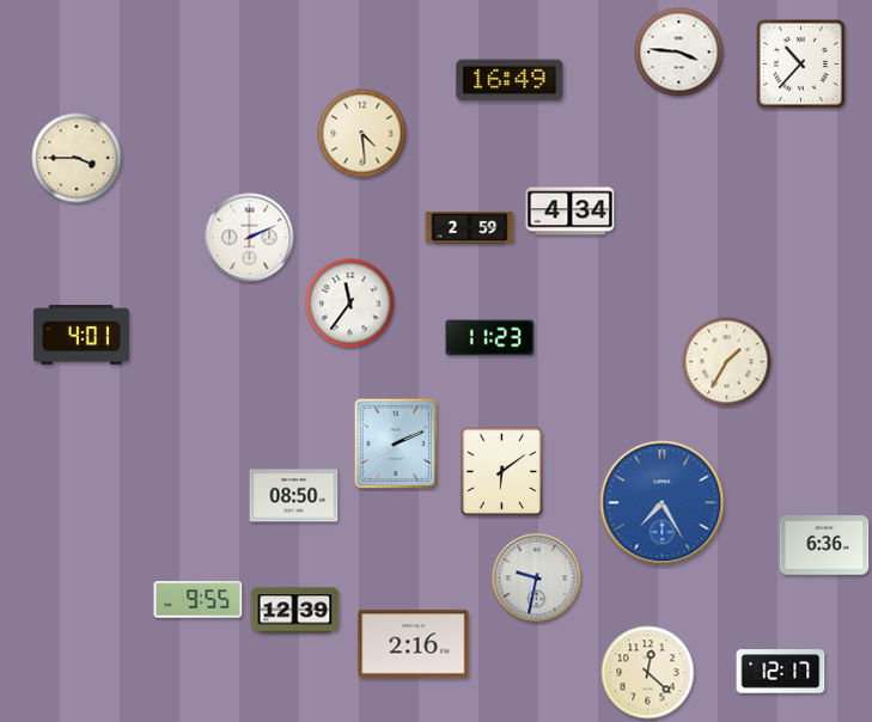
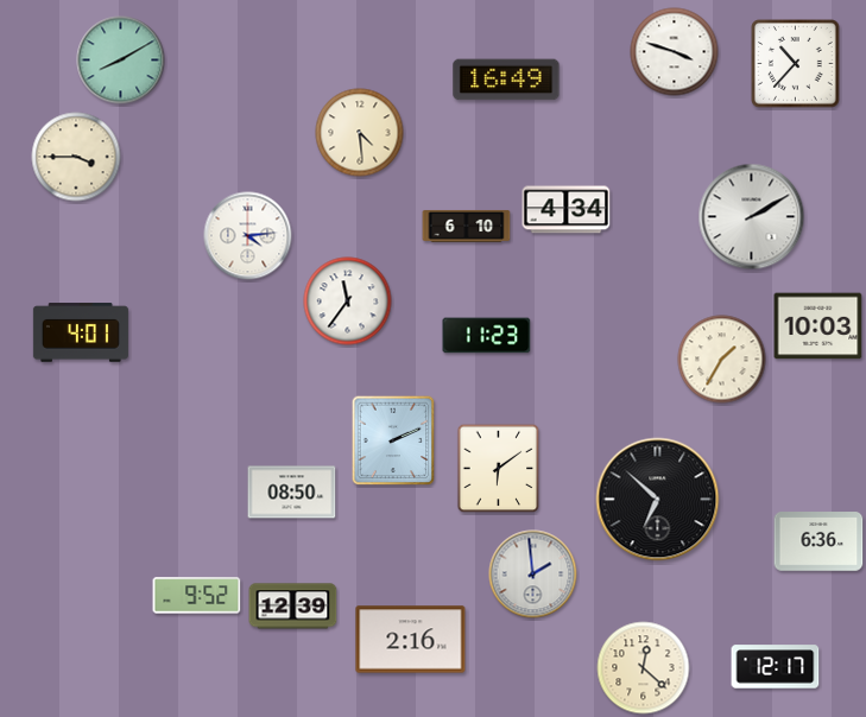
clock at (679, 53): 3:46 -> 3:48
clock at (121, 61): none -> 8:10
clock at (752, 217): none -> 2:10
clock at (470, 227): 2:59 -> 6:10
clock at (250, 238): 2:11 -> 4:14
clock at (818, 326): none -> 10:03
clock at (663, 503): 7:25 -> 6:52
clock at (663, 503) dial: blue -> black
clock at (537, 579): 9:32 -> 1:59
clock at (199, 600): 9:55 -> 9:52
